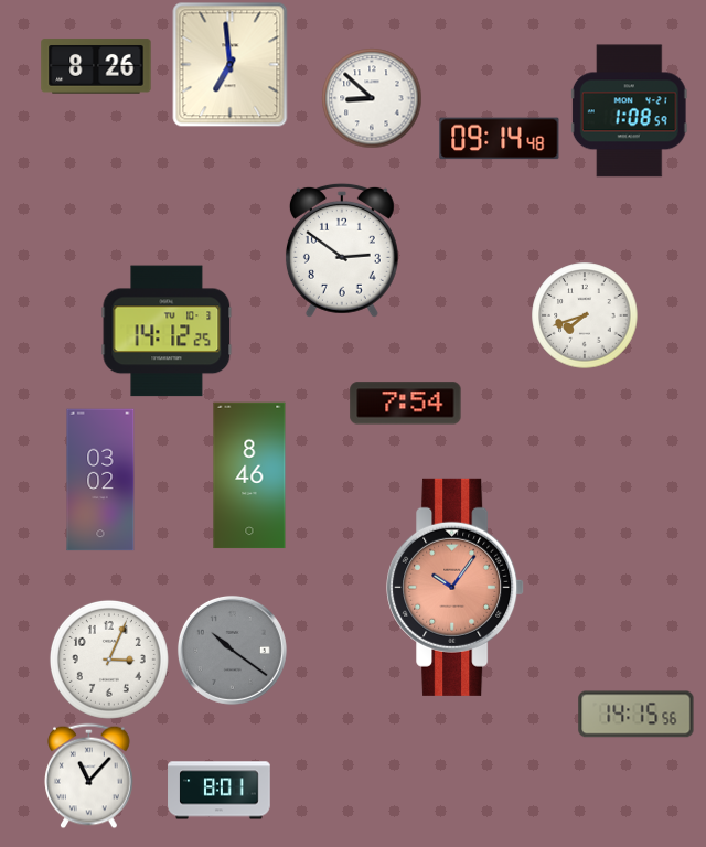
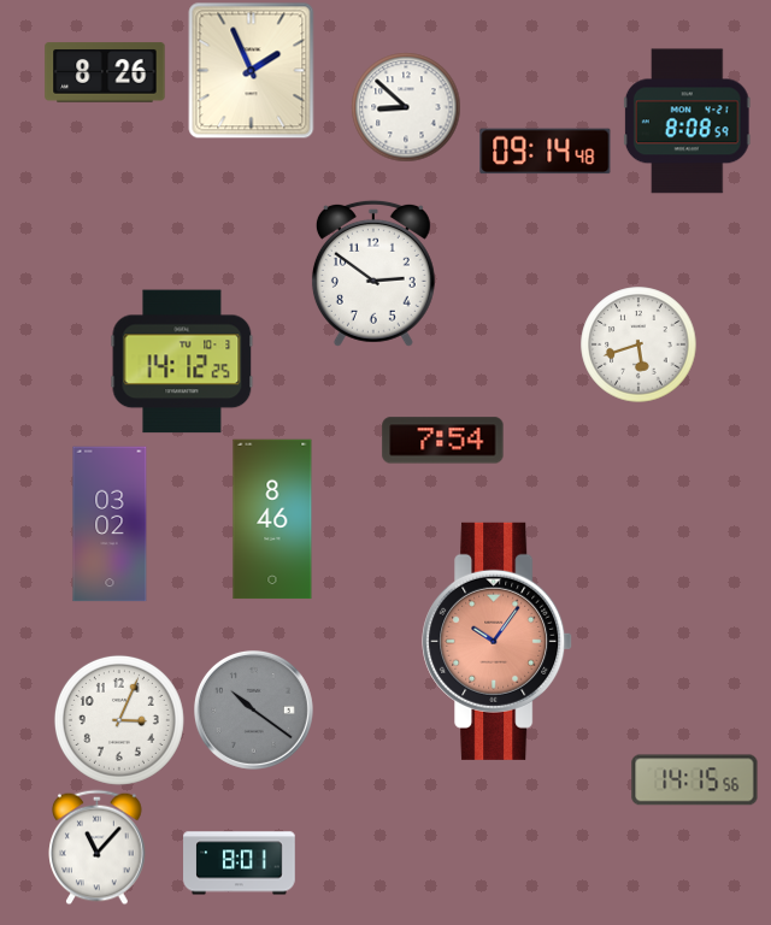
clock at (231, 64): 6:59 -> 1:56
clock at (629, 111): 1:08 -> 8:08
clock at (585, 315): 7:42 -> 5:42
